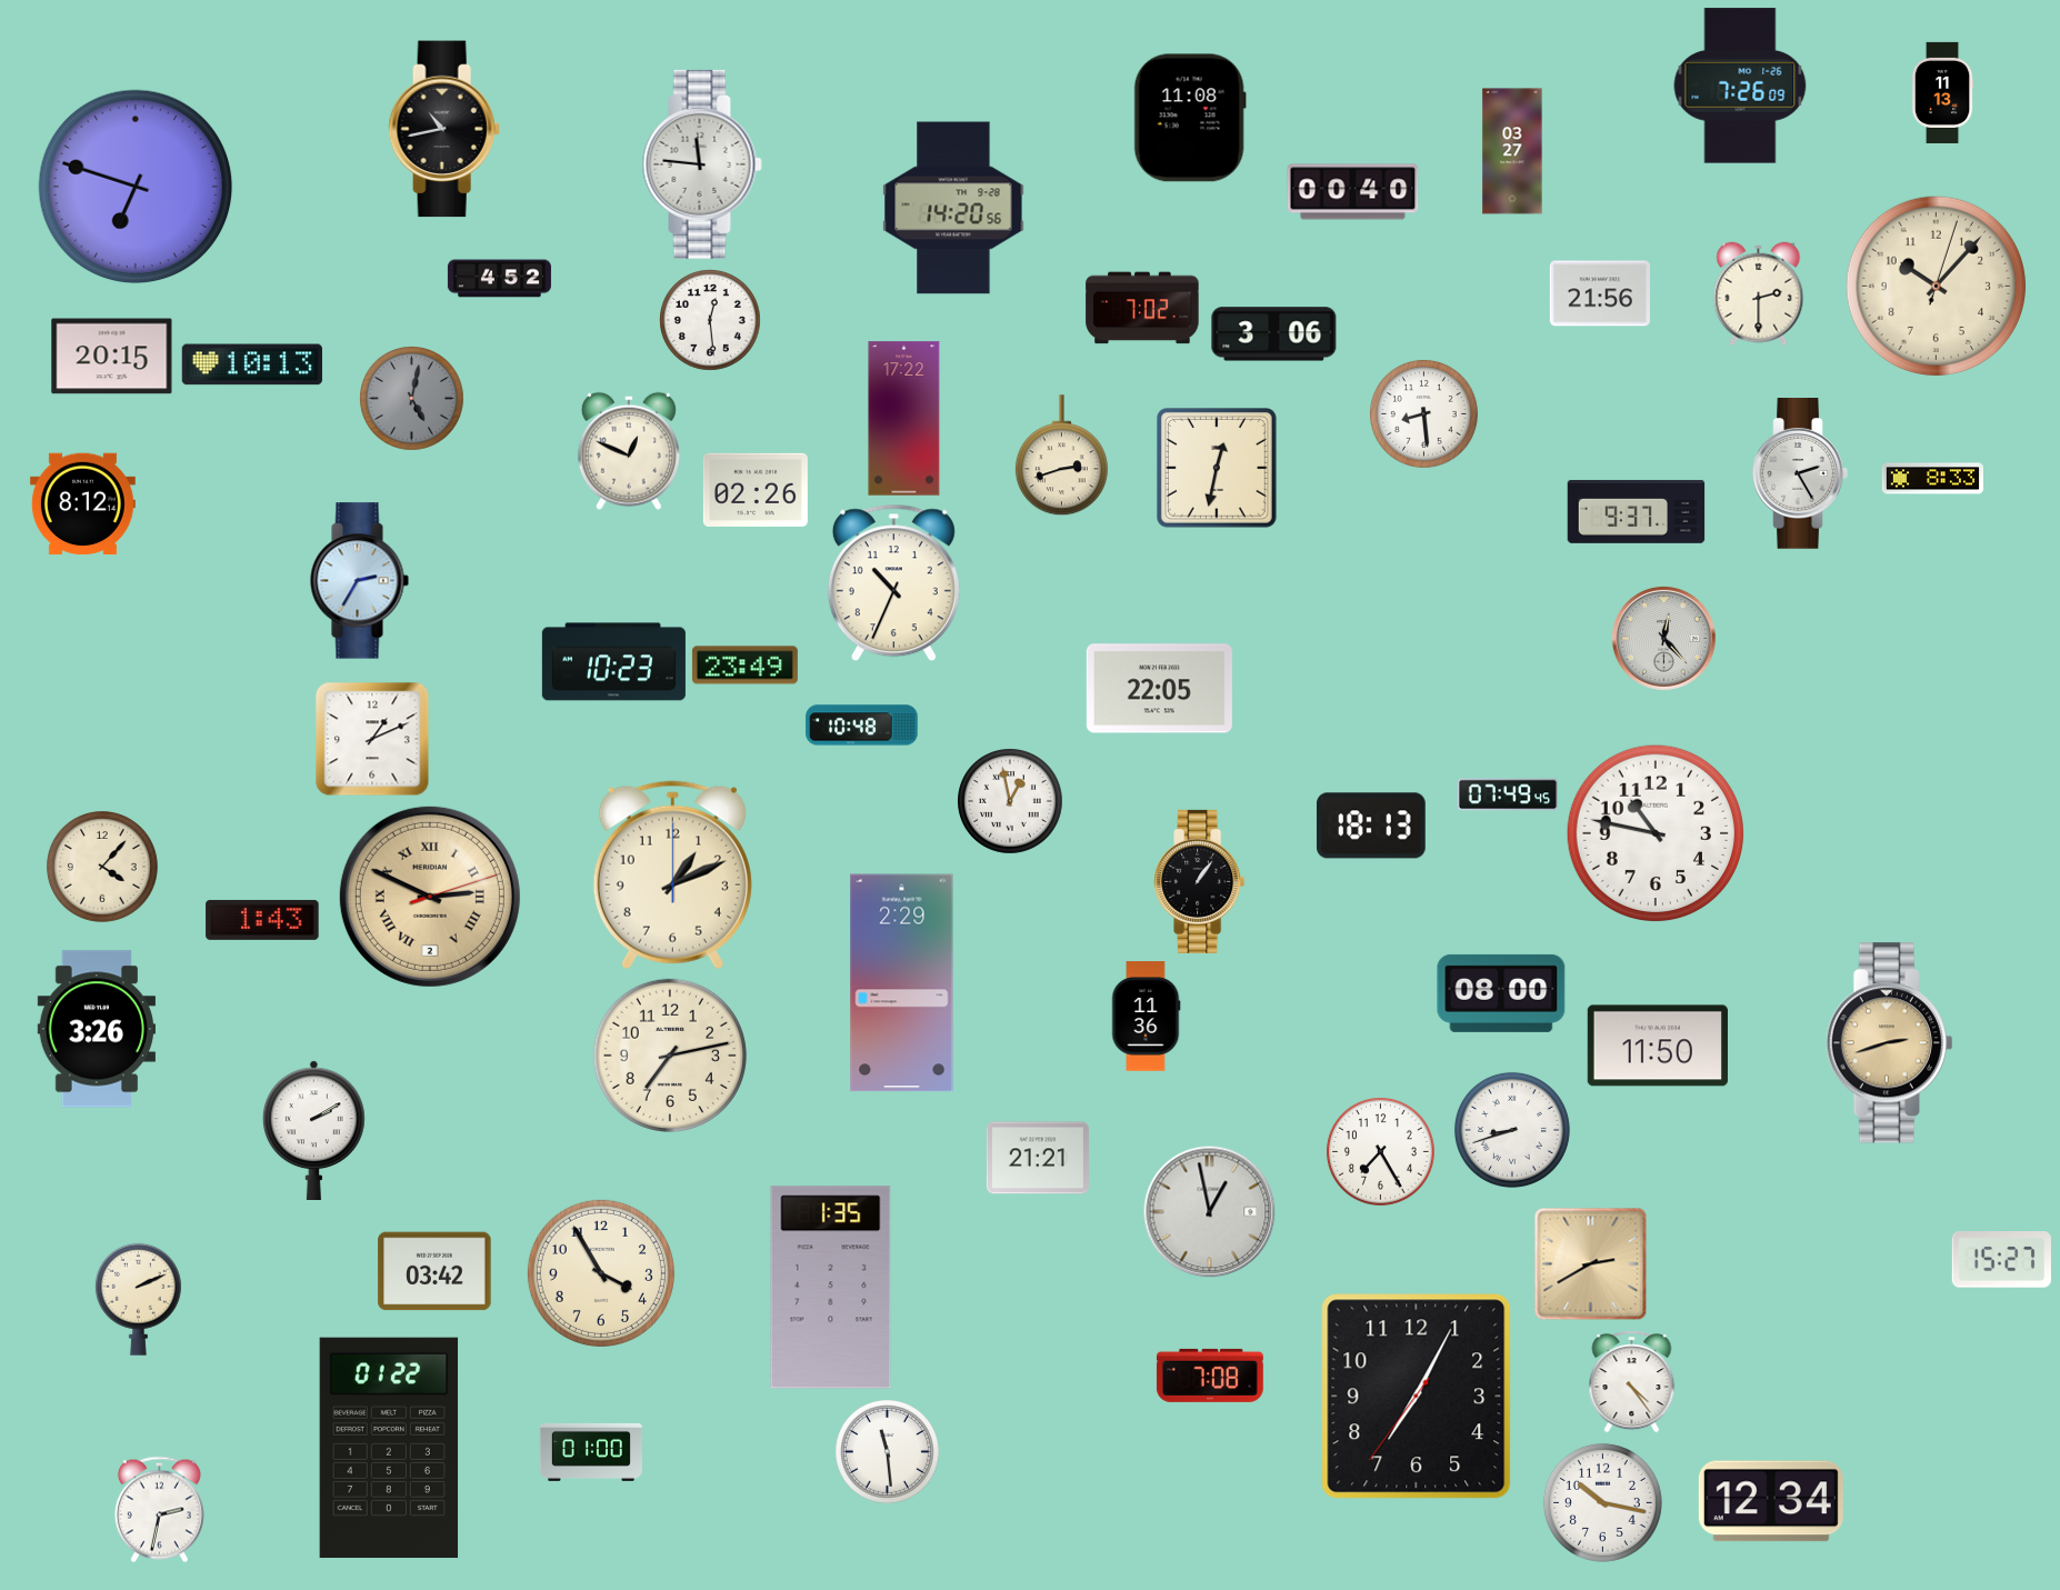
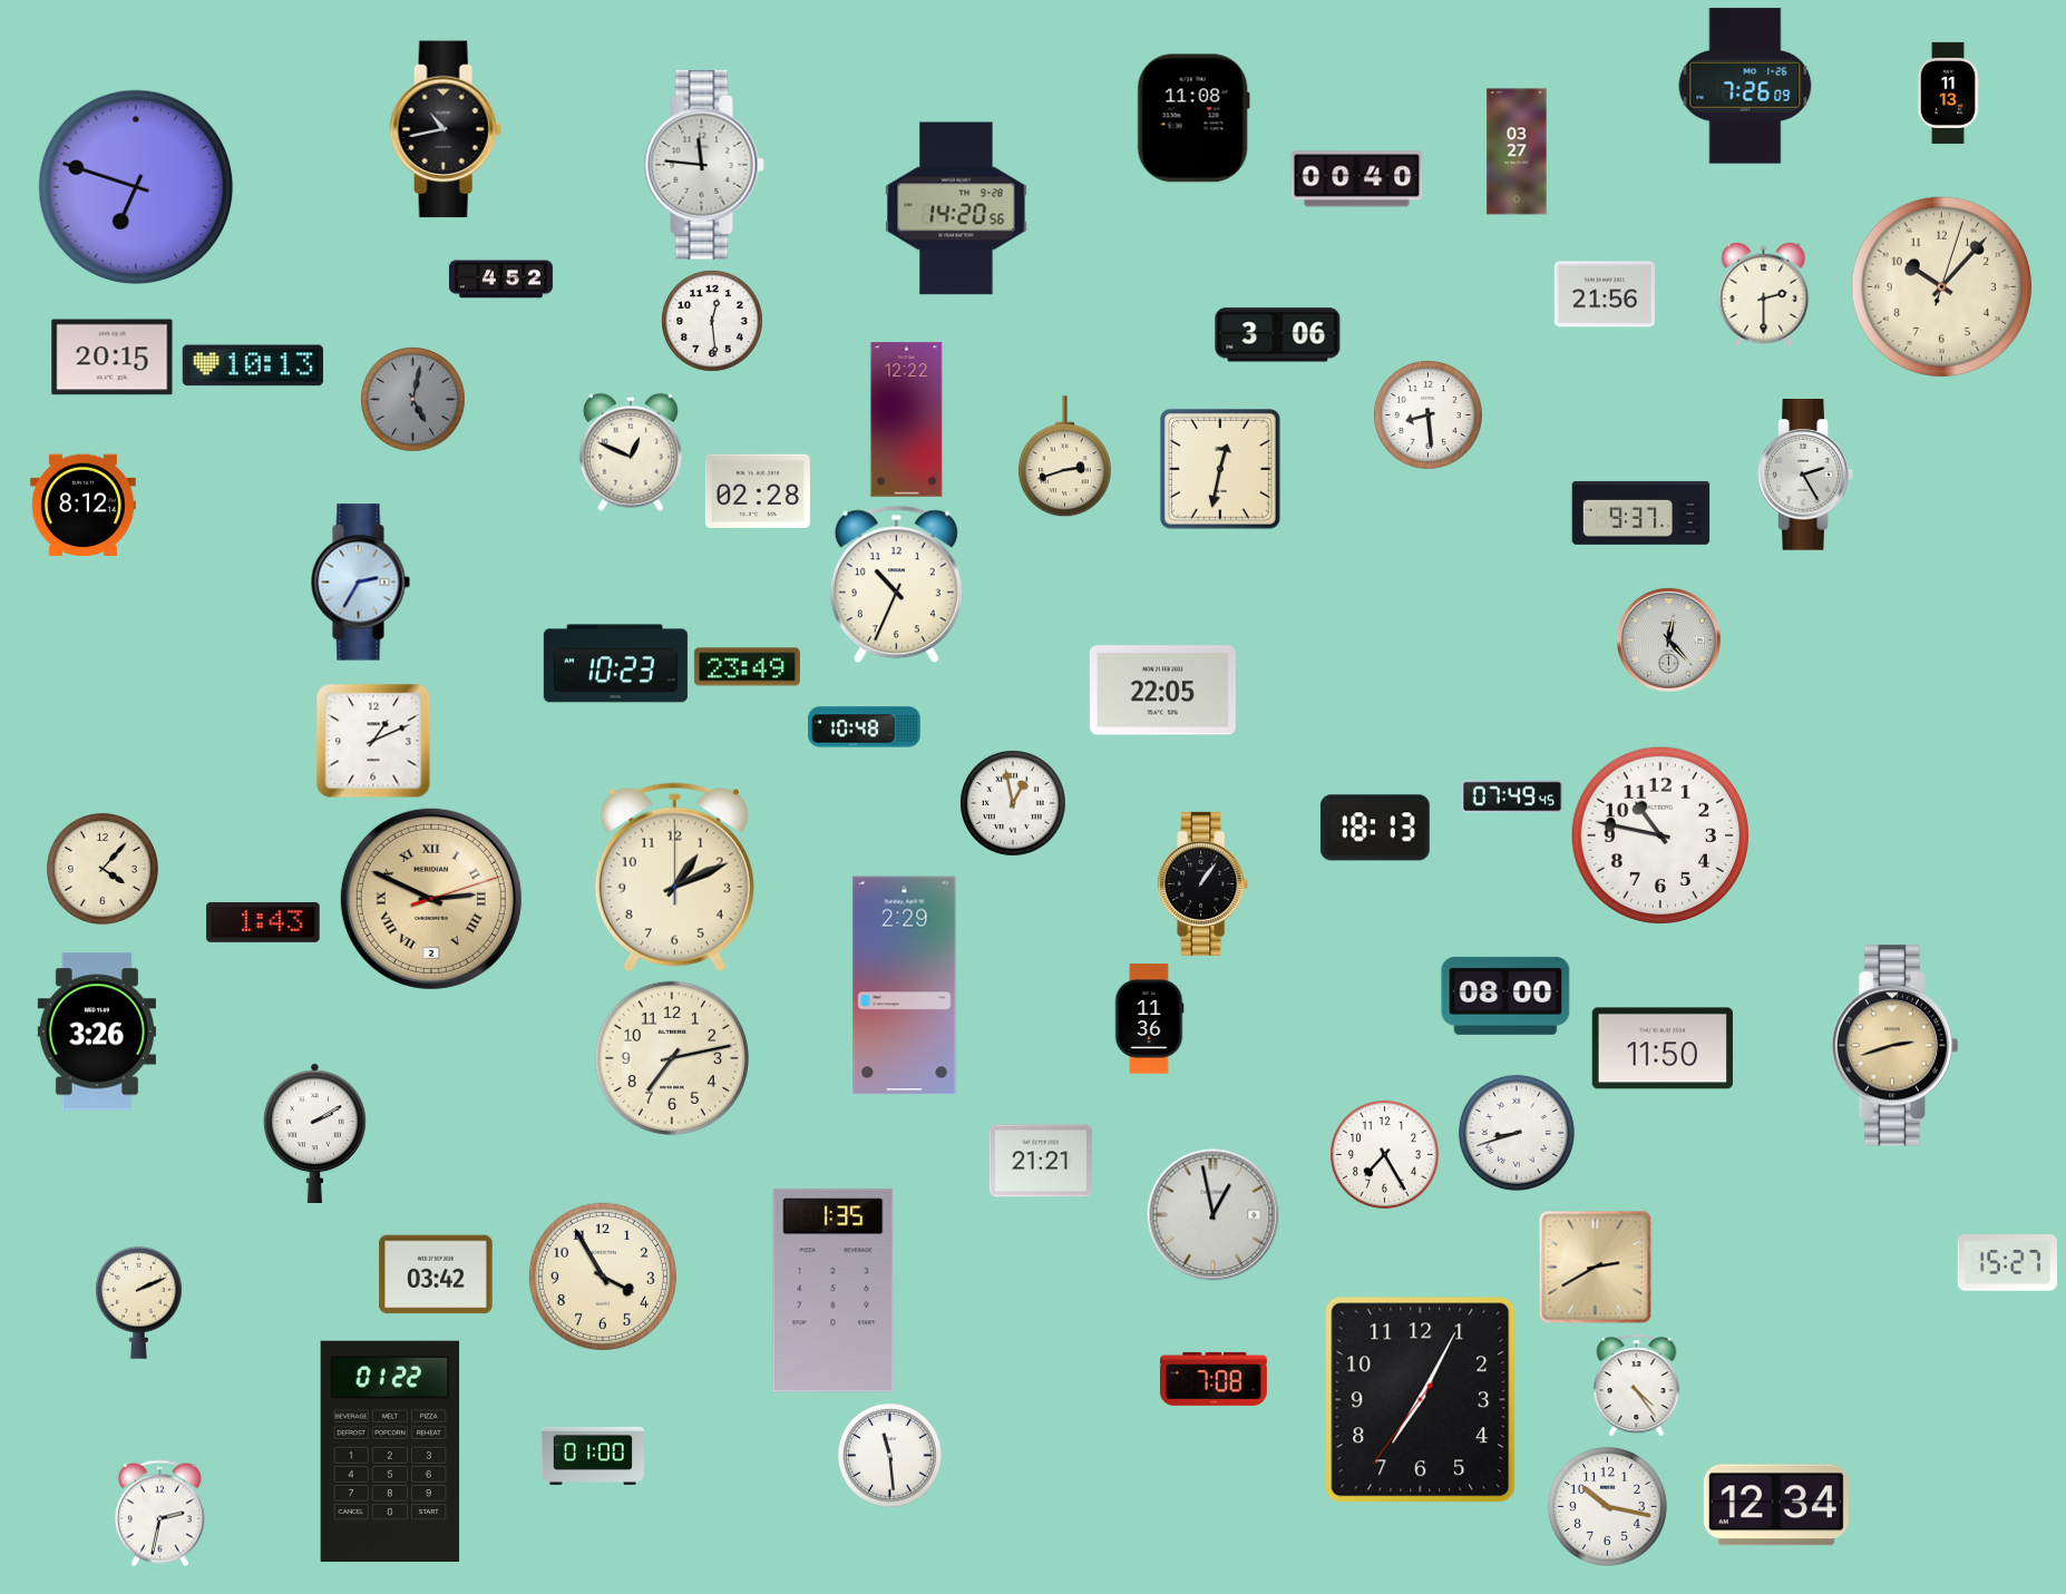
clock at (1353, 192) position: (1353, 192) -> (1357, 179)
clock at (1142, 308): 7:02 -> none
clock at (904, 419): 17:22 -> 12:22
clock at (1932, 479): 8:33 -> none
clock at (756, 490): 02:26 -> 02:28
